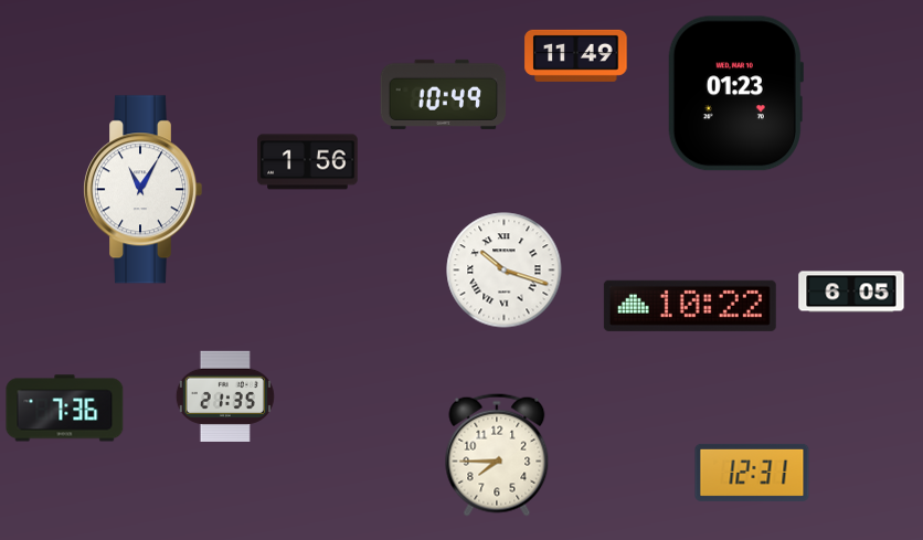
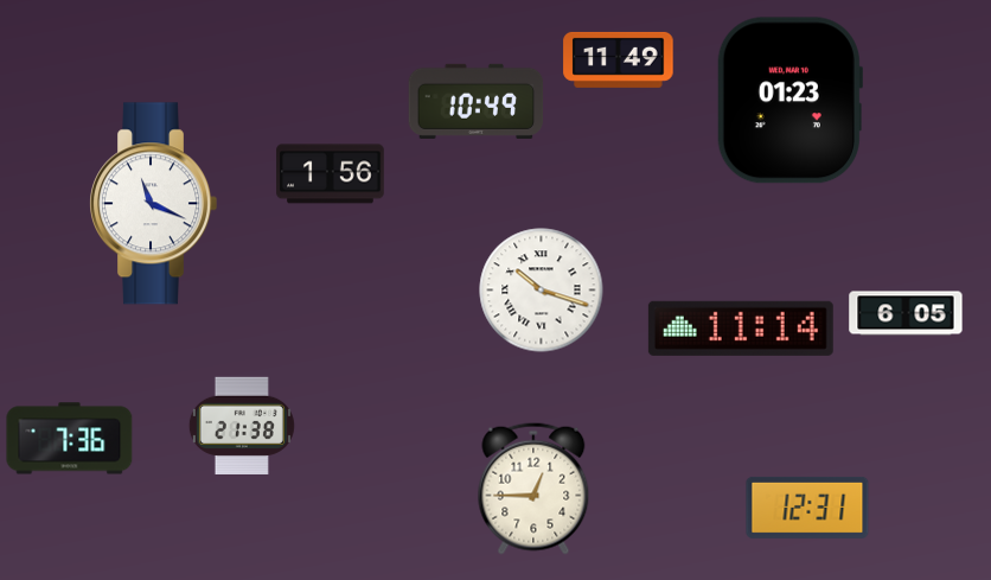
clock at (144, 190): 11:05 -> 11:19
clock at (851, 292) position: (851, 292) -> (906, 313)
clock at (690, 306): 10:22 -> 11:14
clock at (225, 396): 21:35 -> 21:38
clock at (497, 455): 7:45 -> 12:45
